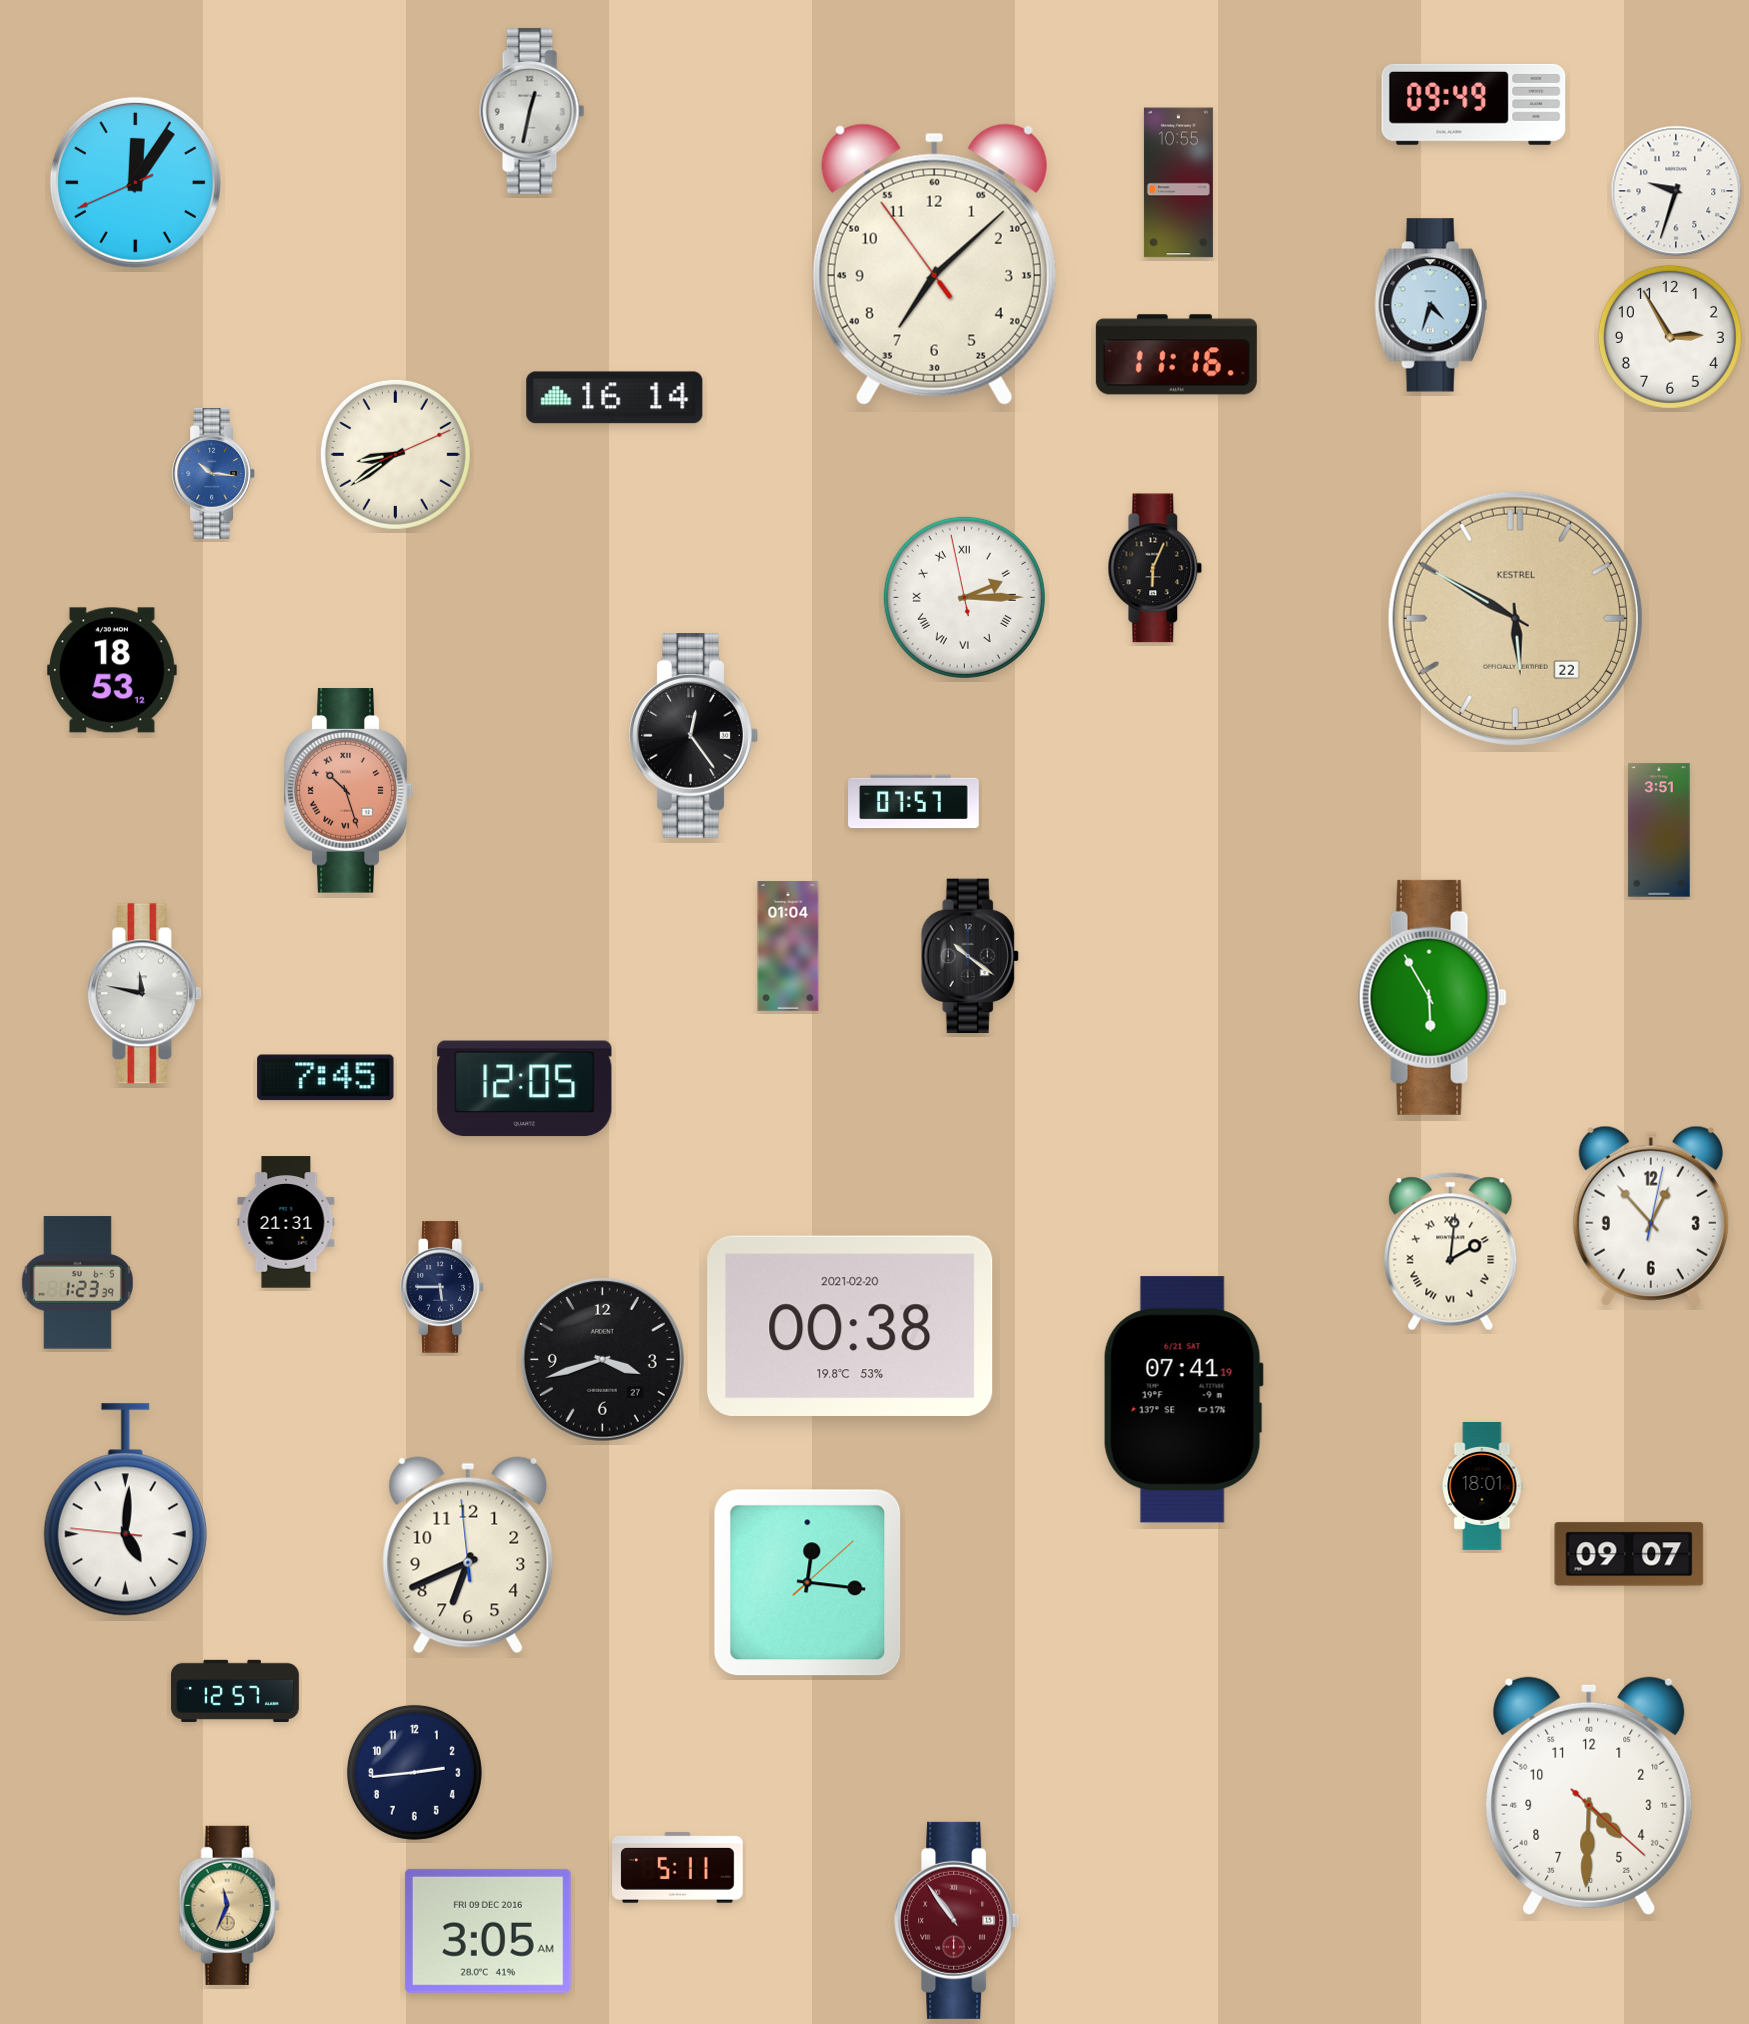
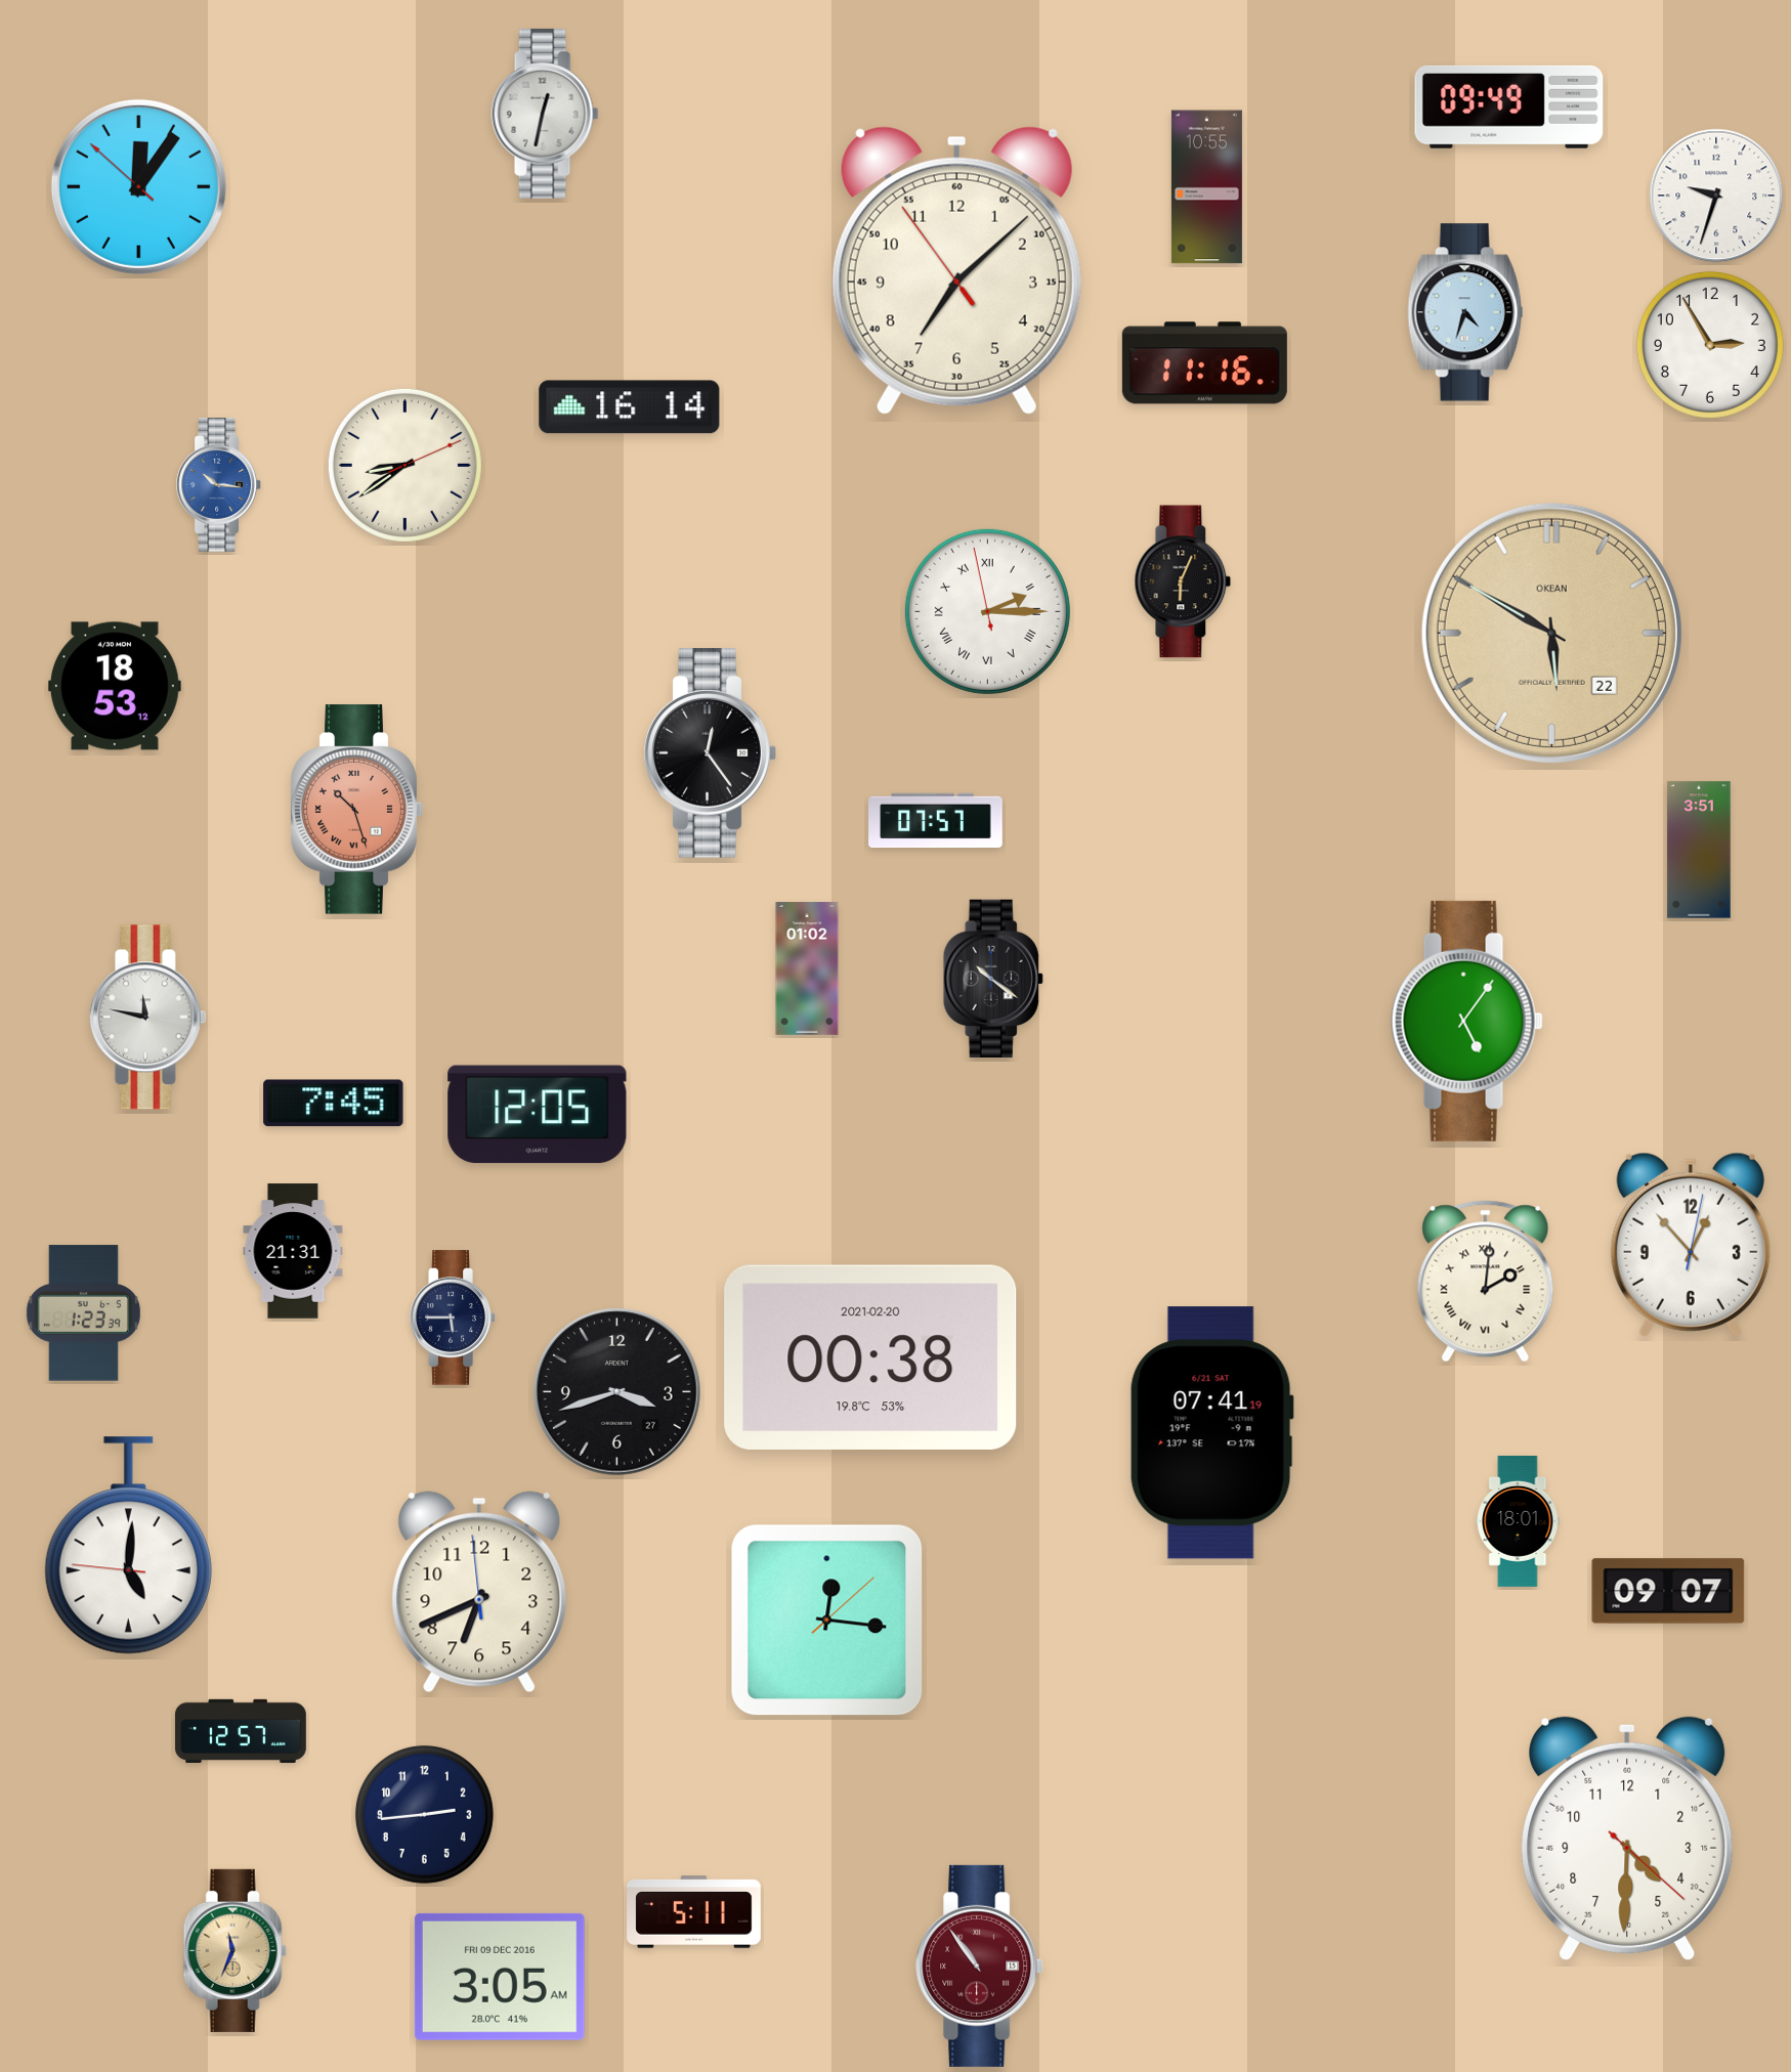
clock at (135, 182): 12:05:41 -> 12:05:52
clock at (1515, 618) brand: KESTREL -> OKEAN
clock at (788, 946): 01:04 -> 01:02
clock at (1432, 997): 5:55 -> 5:06
clock at (77, 1283) position: (77, 1283) -> (83, 1313)
